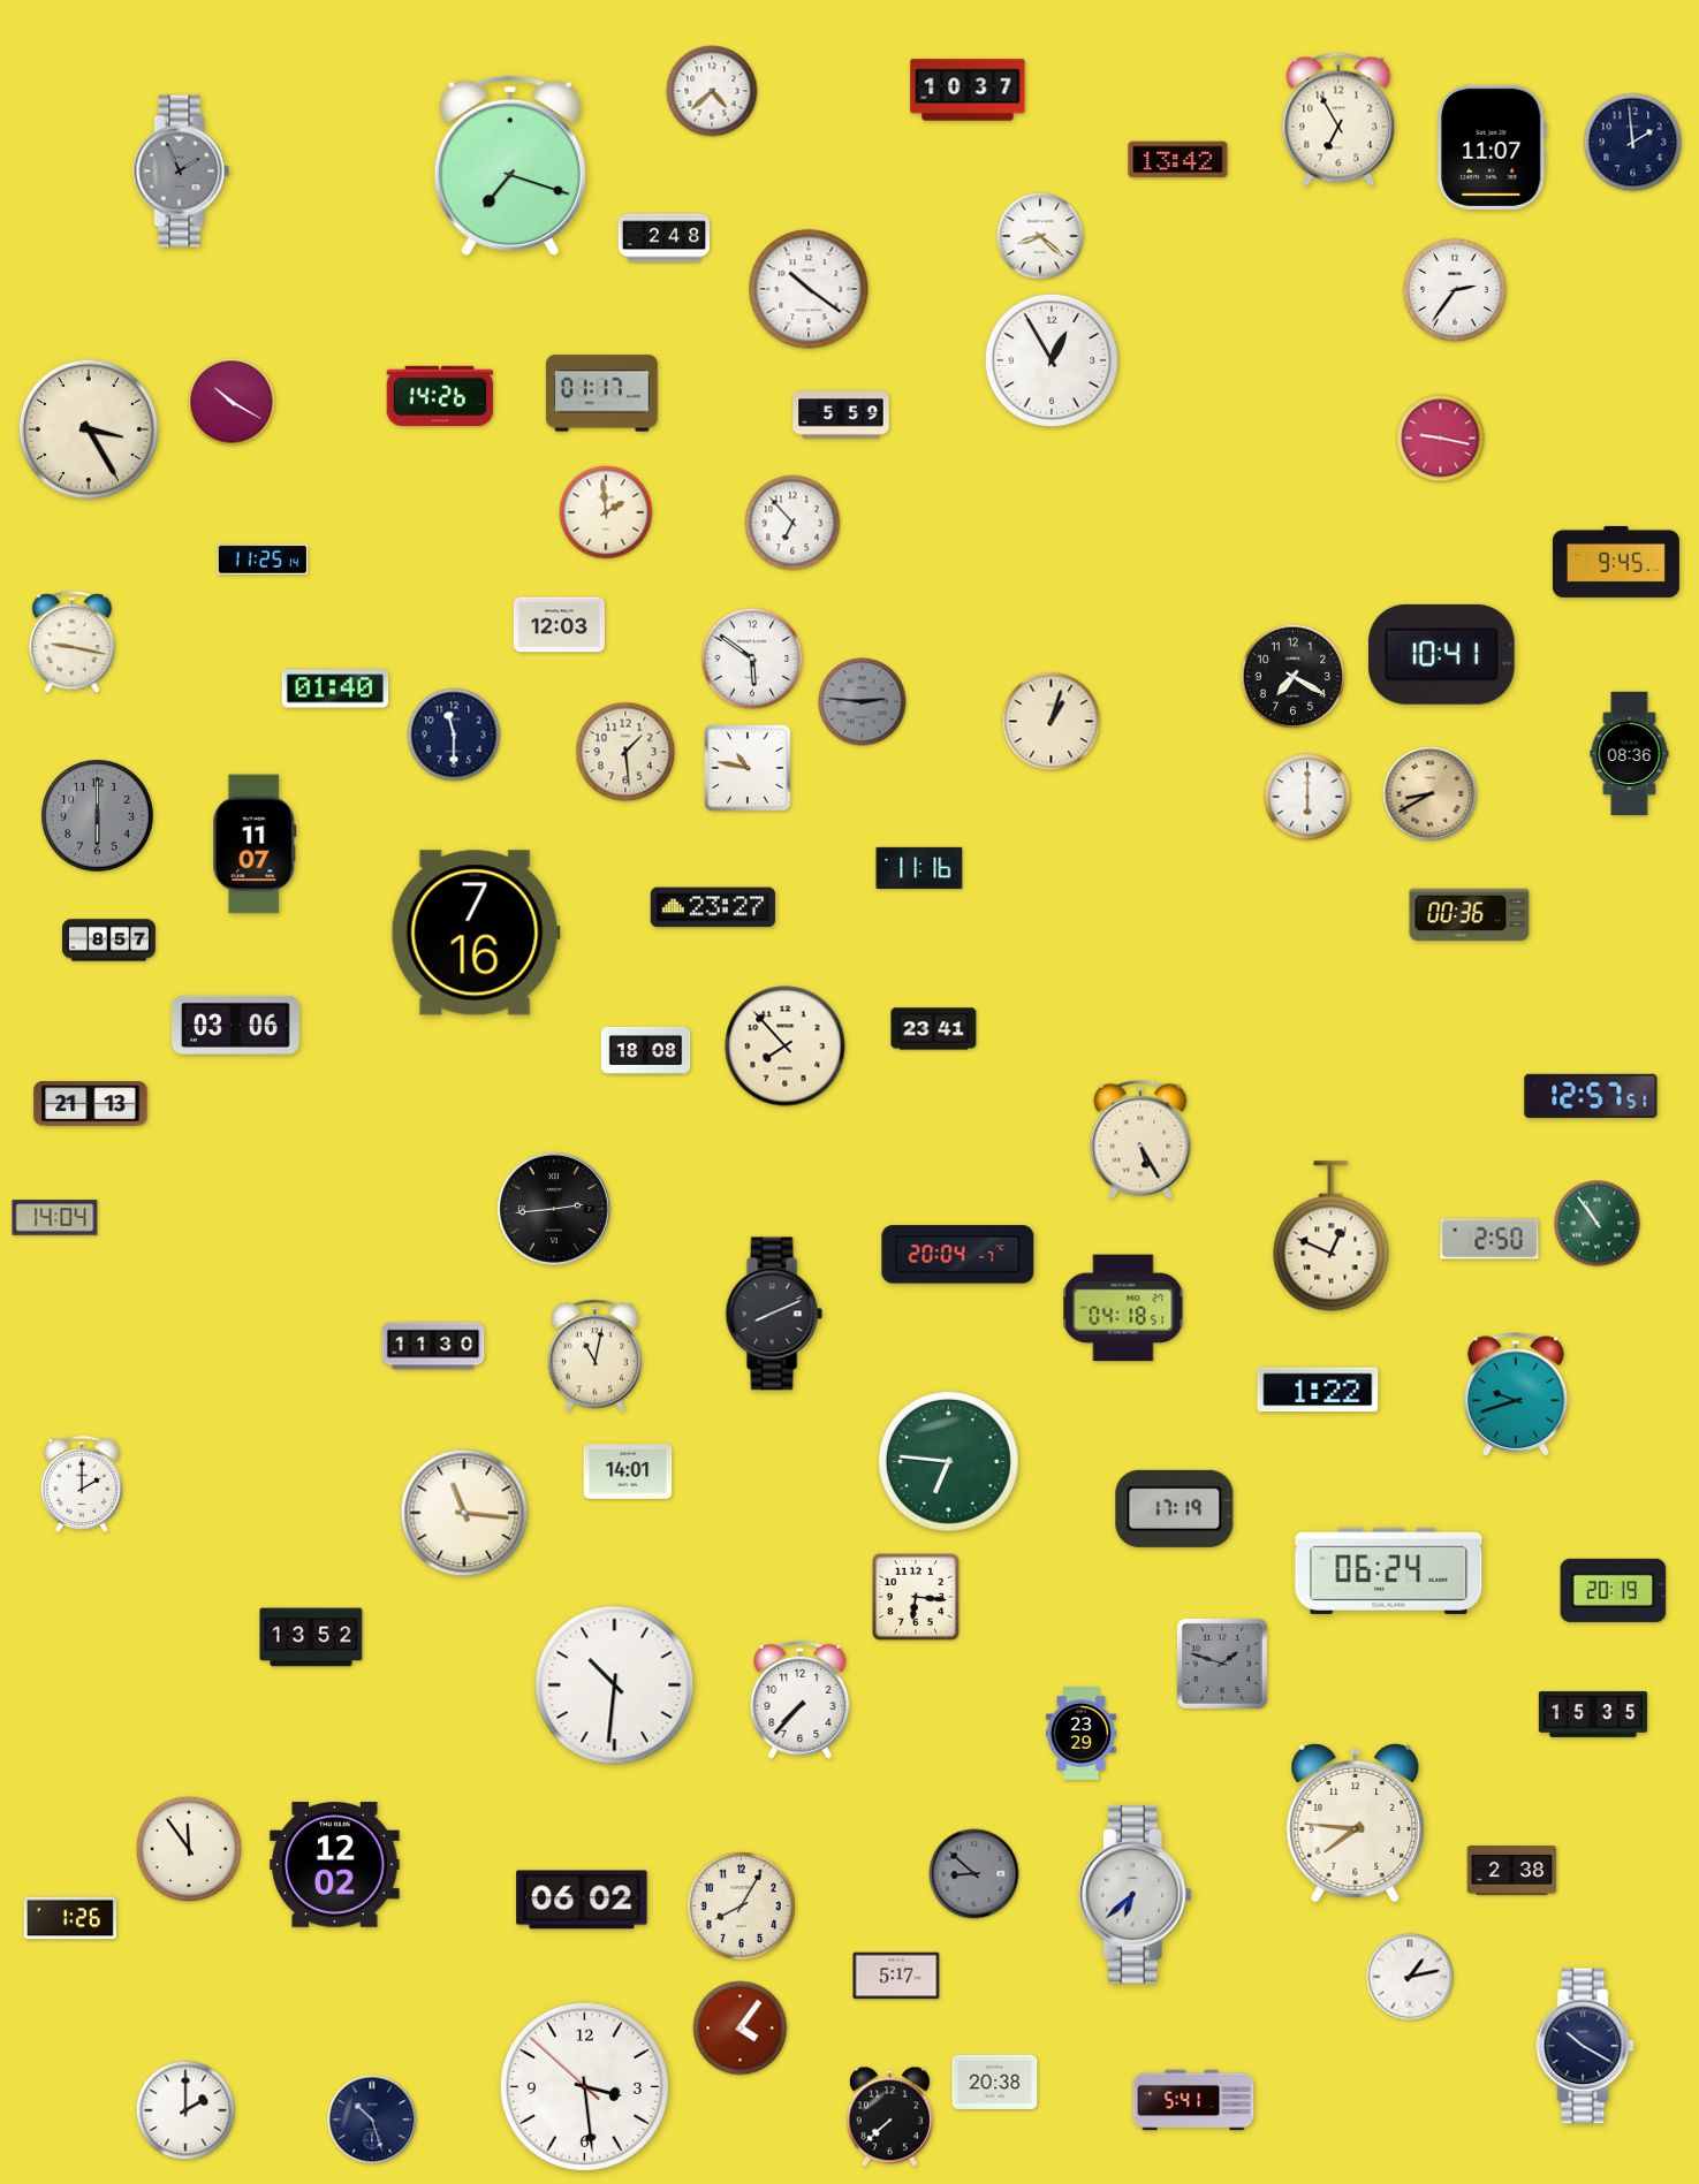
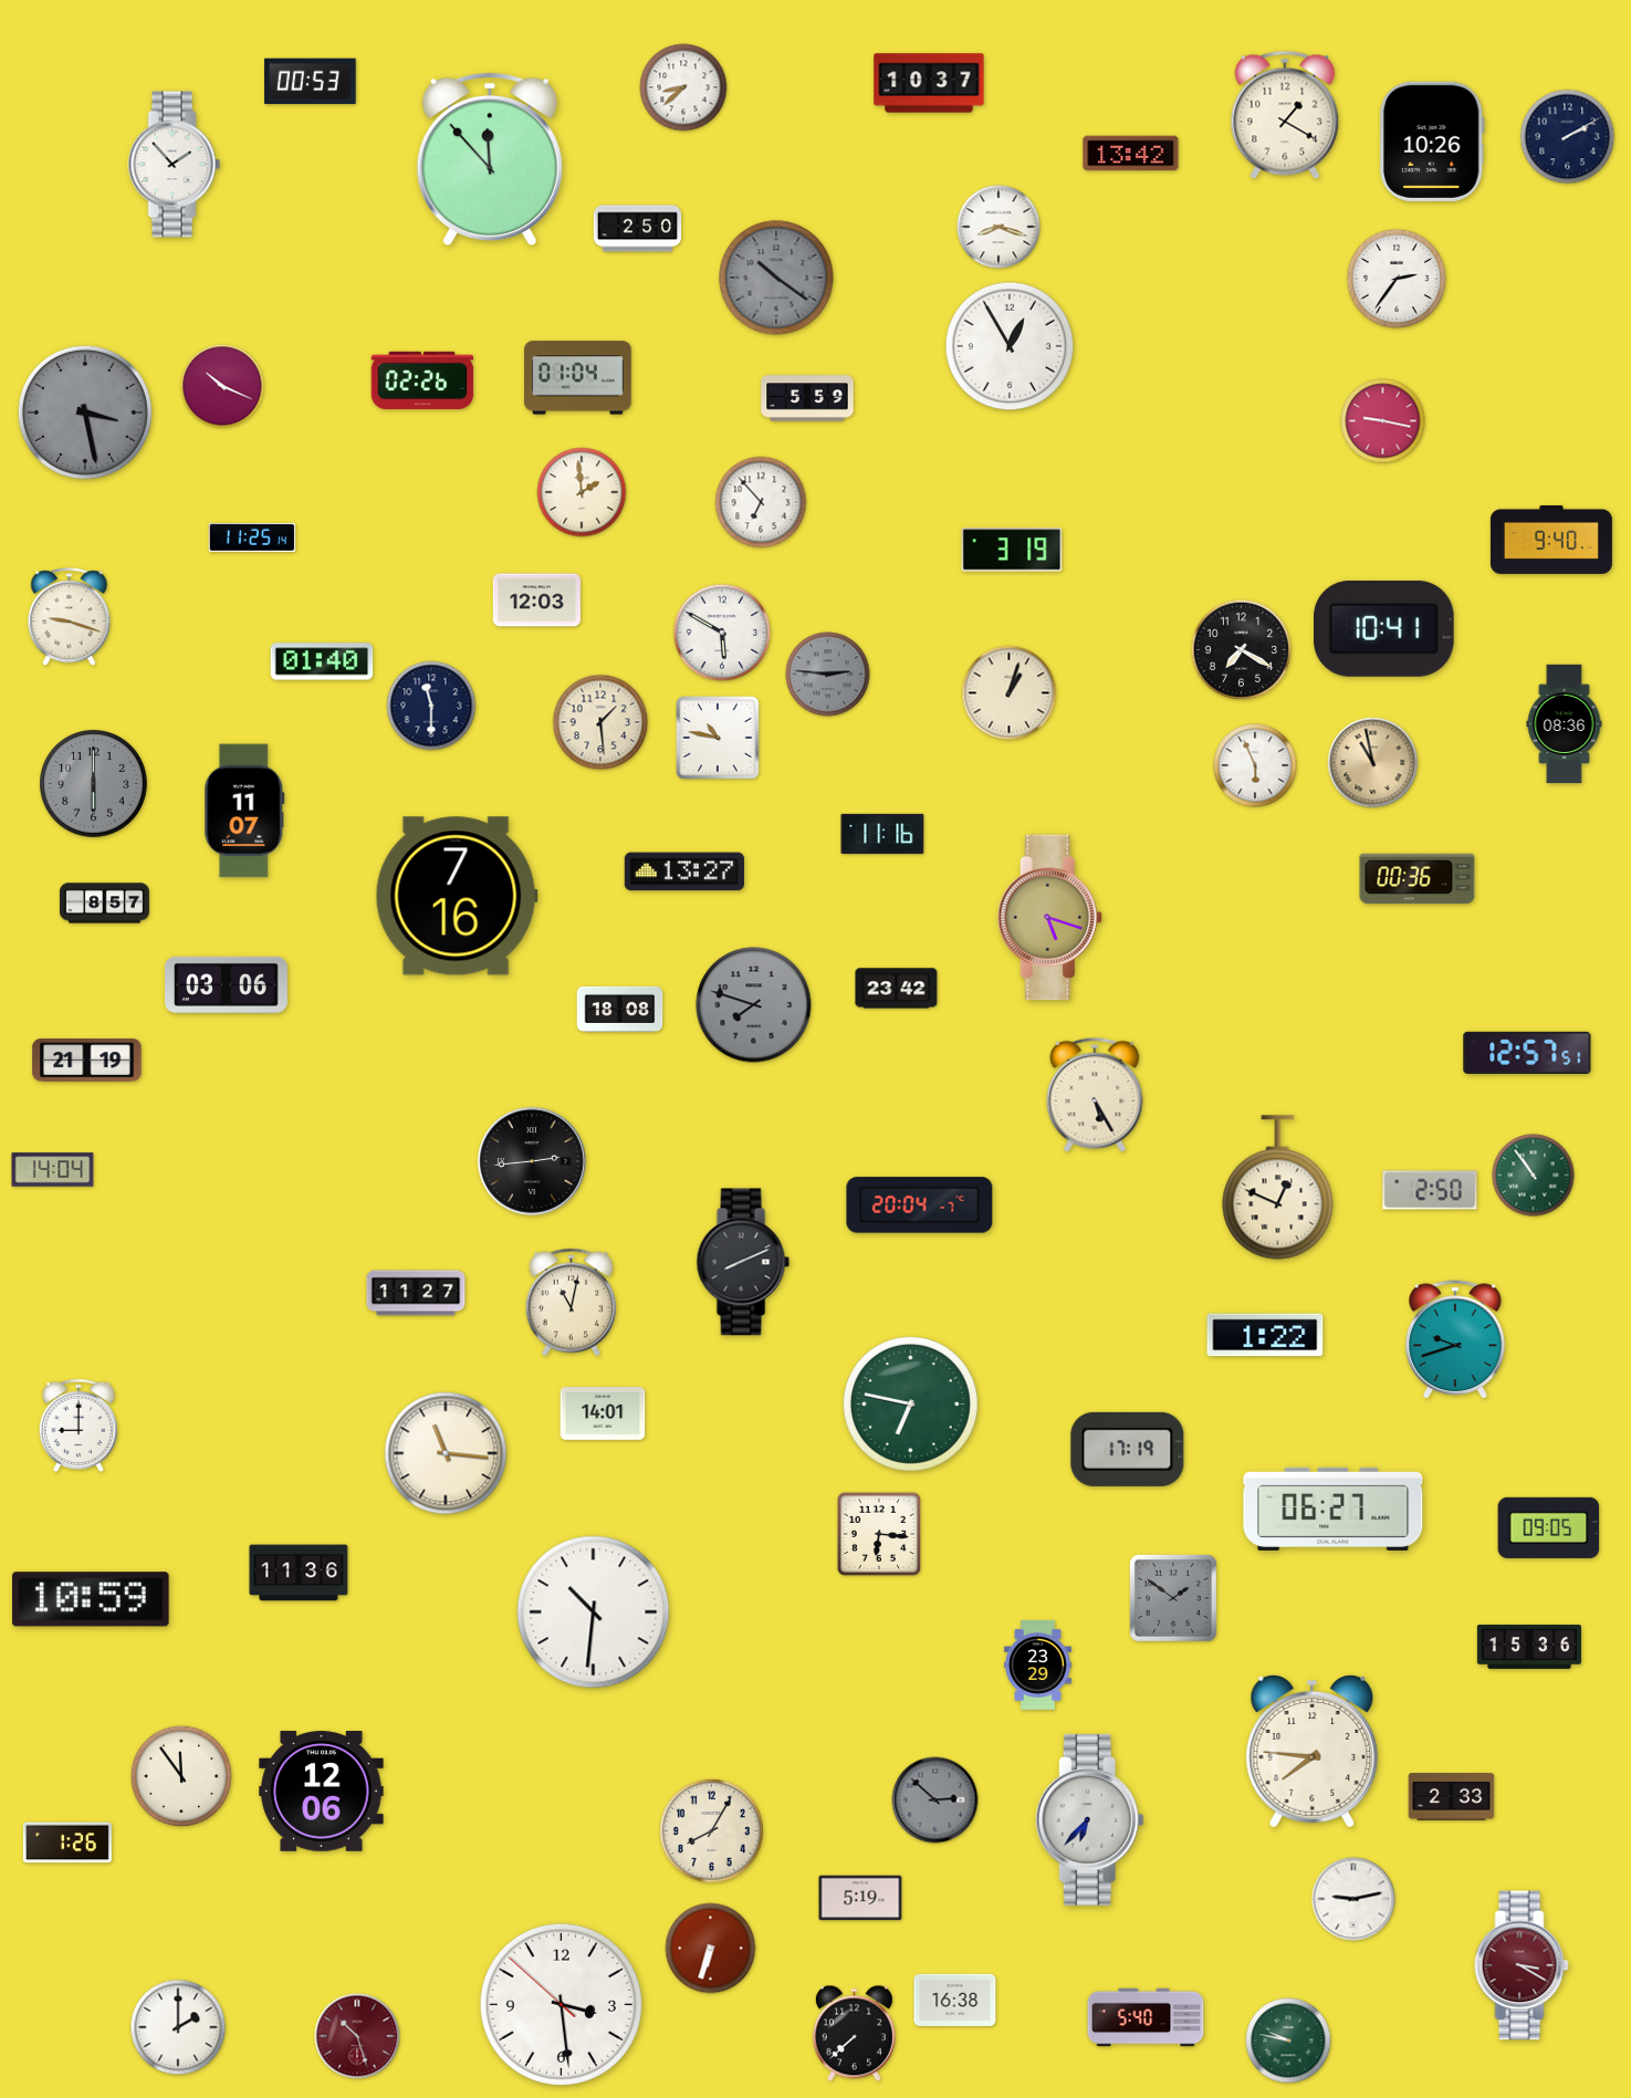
clock at (311, 82): none -> 00:53
clock at (968, 90) position: (968, 90) -> (929, 83)
clock at (712, 91): 4:38 -> 8:38
clock at (1338, 120): 6:55 -> 1:20
clock at (1633, 143): 1:59 -> 2:10
clock at (1492, 147): 11:07 -> 10:26
clock at (510, 166): 7:18 -> 11:53
clock at (182, 172): 1:56 -> 1:53
clock at (182, 172) dial: grey -> white
clock at (1040, 236): 8:22 -> 8:18
clock at (663, 238): 2:48 -> 2:50
clock at (809, 289) dial: white -> grey
clock at (602, 394): 01:17 -> 01:04
clock at (440, 396): 14:26 -> 02:26
clock at (232, 402): 10:20 -> 10:19
clock at (89, 429): 3:25 -> 3:28
clock at (89, 429) dial: cream -> grey
clock at (1616, 562): 9:45 -> 9:40
clock at (1012, 550): none -> 3:19
clock at (73, 642): 9:17 -> 9:18
clock at (752, 659): 5:51 -> 5:50
clock at (454, 735) position: (454, 735) -> (431, 706)
clock at (1431, 794): 8:40 -> 10:58
clock at (1307, 797): 6:00 -> 5:56
clock at (713, 907): 23:27 -> 13:27
clock at (1470, 915) position: (1470, 915) -> (1418, 879)
clock at (1049, 918): none -> 5:18
clock at (934, 1029): 23:41 -> 23:42
clock at (786, 1047): 7:53 -> 7:48
clock at (786, 1047) dial: cream -> grey
clock at (91, 1104): 21:13 -> 21:19
clock at (1123, 1308): 04:18 -> none
clock at (433, 1346): 11:30 -> 11:27
clock at (948, 1461): 6:46 -> 6:47
clock at (82, 1483): 2:00 -> 9:00
clock at (1389, 1570): 06:24 -> 06:27
clock at (1614, 1590): 20:19 -> 09:05
clock at (311, 1637): 13:52 -> 11:36
clock at (1222, 1664): 1:48 -> 1:51
clock at (92, 1599): none -> 10:59
clock at (615, 1685) position: (615, 1685) -> (594, 1612)
clock at (801, 1699): 7:37 -> none
clock at (1593, 1714): 15:35 -> 15:36
clock at (1356, 1824) position: (1356, 1824) -> (1313, 1752)
clock at (335, 1865): 12:02 -> 12:06
clock at (1512, 1871): 2:38 -> 2:33
clock at (974, 1874): 8:52 -> 2:52
clock at (1135, 1894): 6:38 -> 6:37
clock at (582, 1900): 06:02 -> none
clock at (896, 1976): 5:17 -> 5:19
clock at (1410, 1977): 1:13 -> 9:13
clock at (741, 2029): 4:06 -> 6:33
clock at (1585, 2046): 10:20 -> 3:20
clock at (1585, 2046) dial: navy -> burgundy
clock at (995, 2082): 20:38 -> 16:38
clock at (1193, 2100): 5:41 -> 5:40
clock at (372, 2120) dial: navy -> burgundy
clock at (1288, 2040): none -> 9:47
